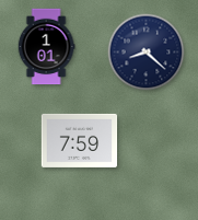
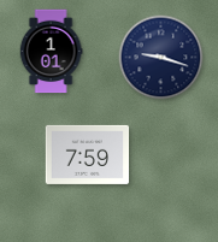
clock at (147, 53): 8:22 -> 9:18
